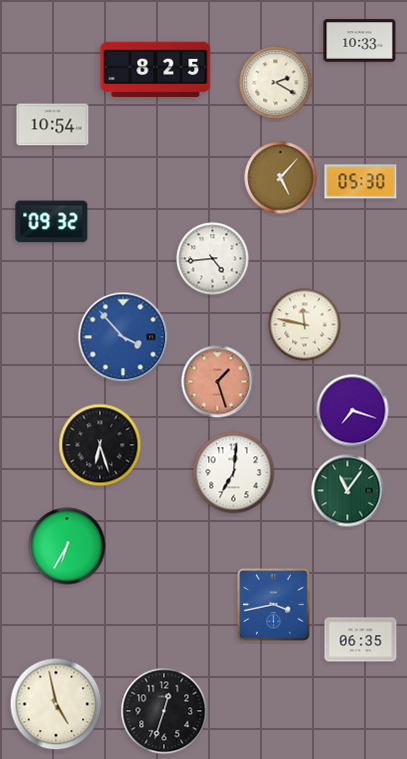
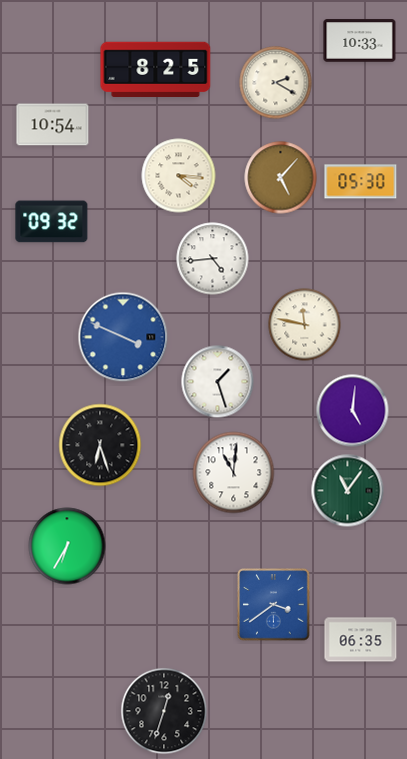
clock at (179, 176): none -> 4:16
clock at (123, 337): 3:53 -> 3:49
clock at (218, 382) dial: salmon -> white
clock at (353, 411): 7:18 -> 5:01
clock at (234, 473): 7:01 -> 11:01
clock at (274, 605): 3:43 -> 3:39
clock at (56, 704): 4:58 -> none
